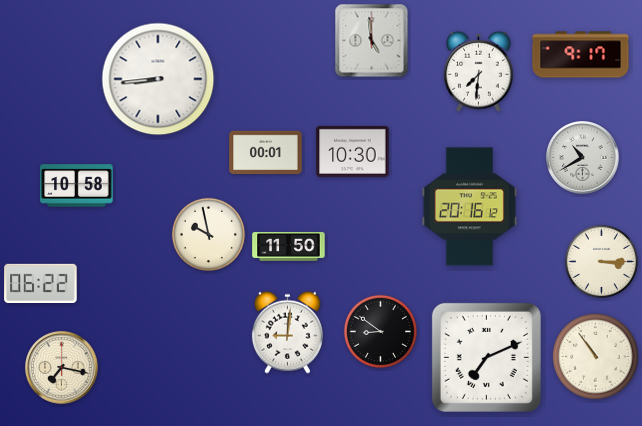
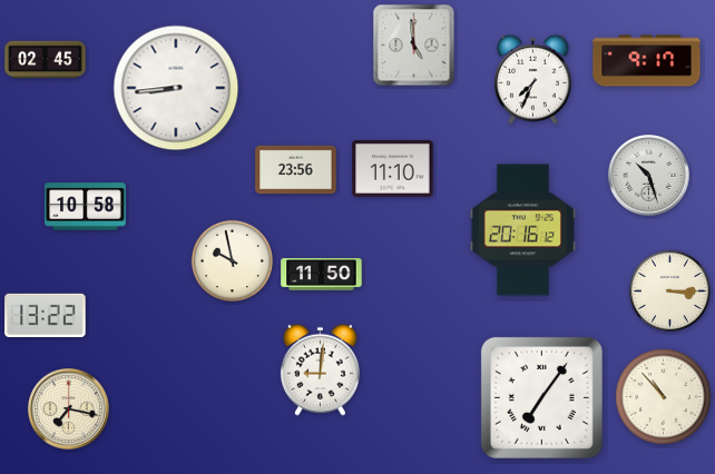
clock at (46, 60): none -> 02:45
clock at (479, 71): 7:31 -> 7:34
clock at (353, 151): 10:30 -> 11:10
clock at (266, 153): 00:01 -> 23:56
clock at (583, 158): 10:40 -> 10:27
clock at (41, 283): 06:22 -> 13:22
clock at (380, 331): 8:51 -> none
clock at (486, 357): 7:11 -> 7:06
clock at (596, 357): 10:54 -> 10:53
